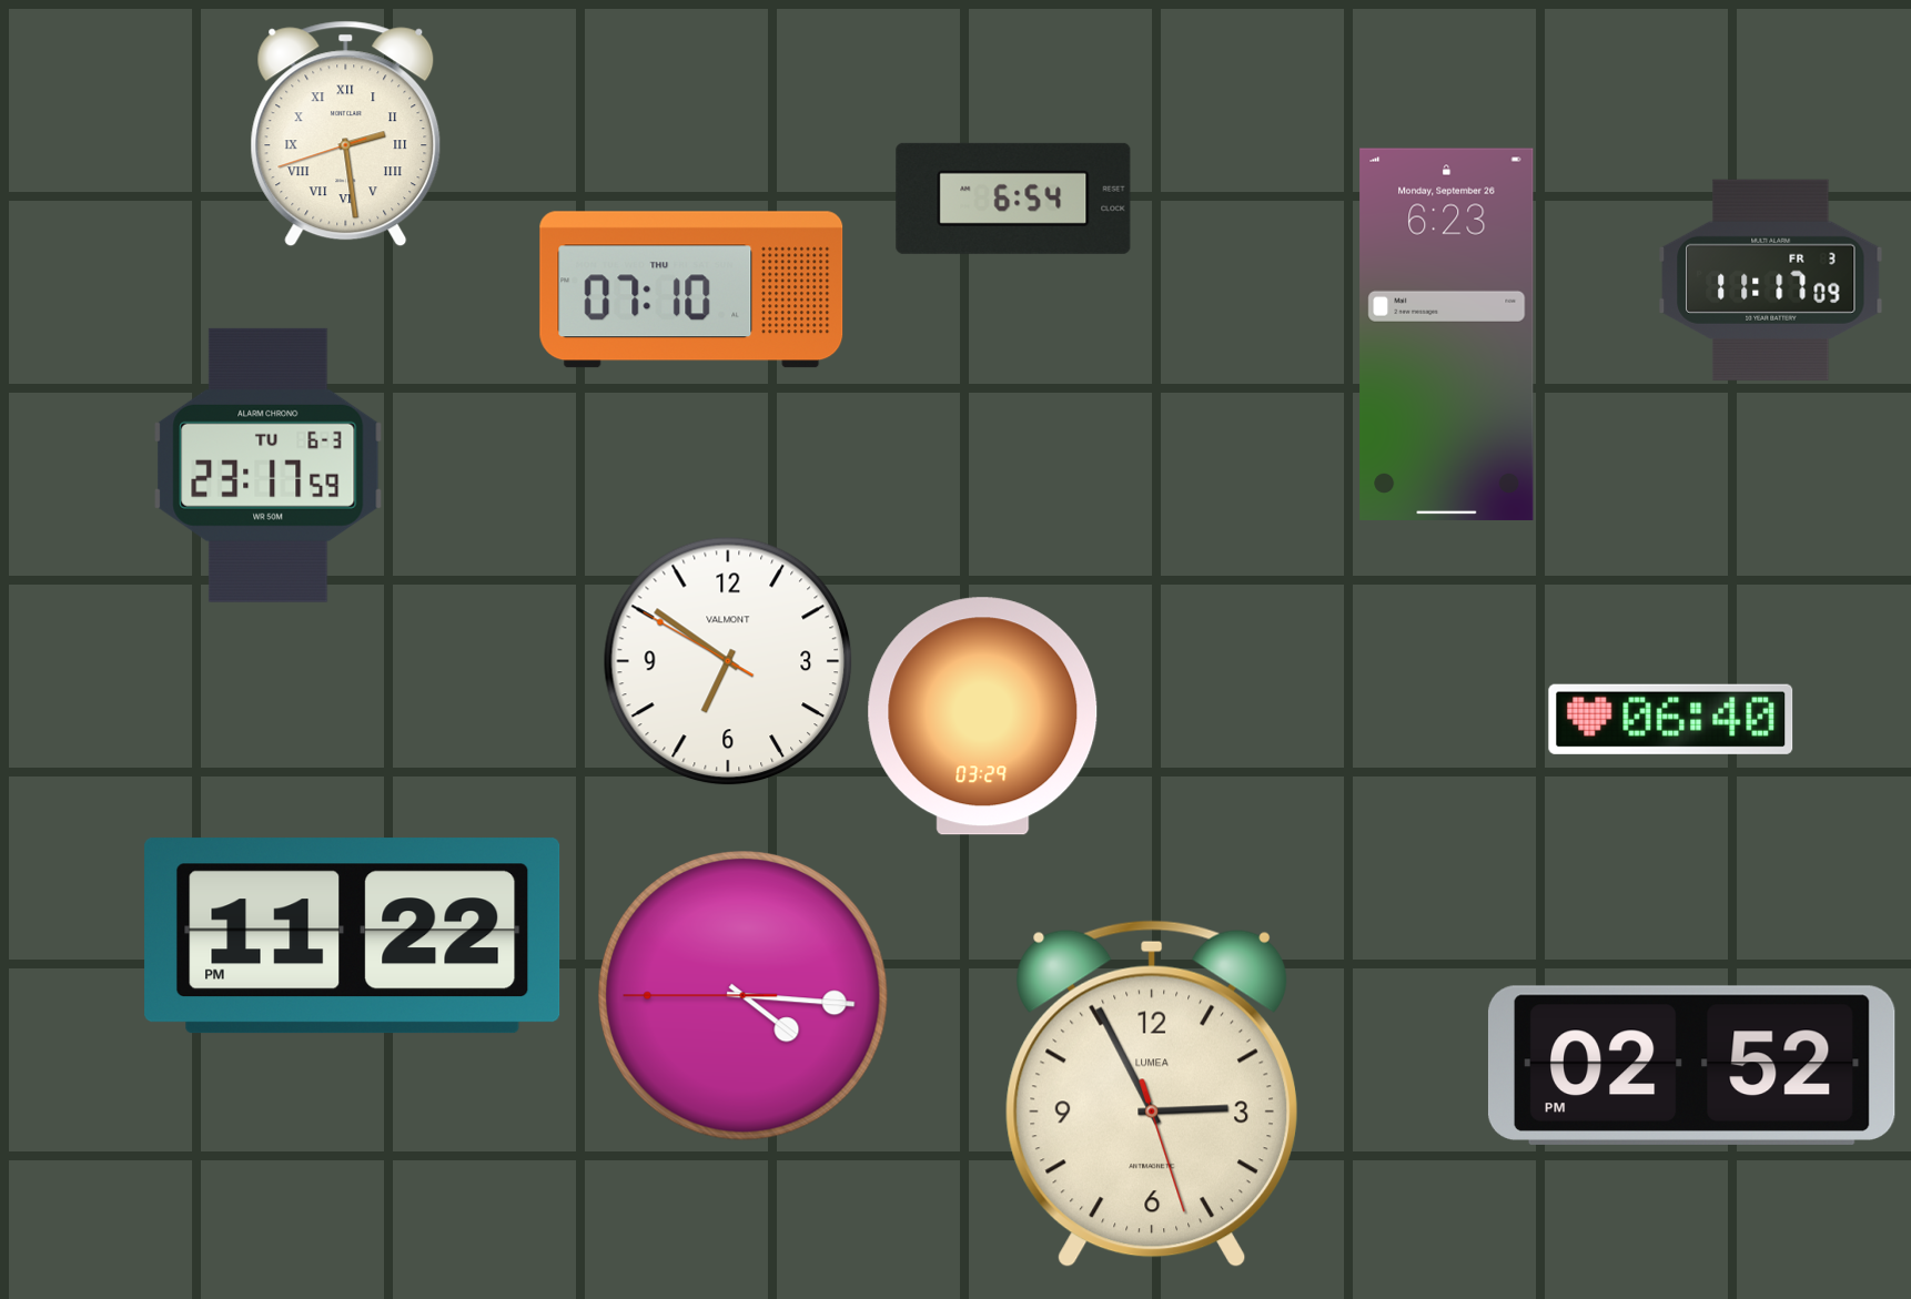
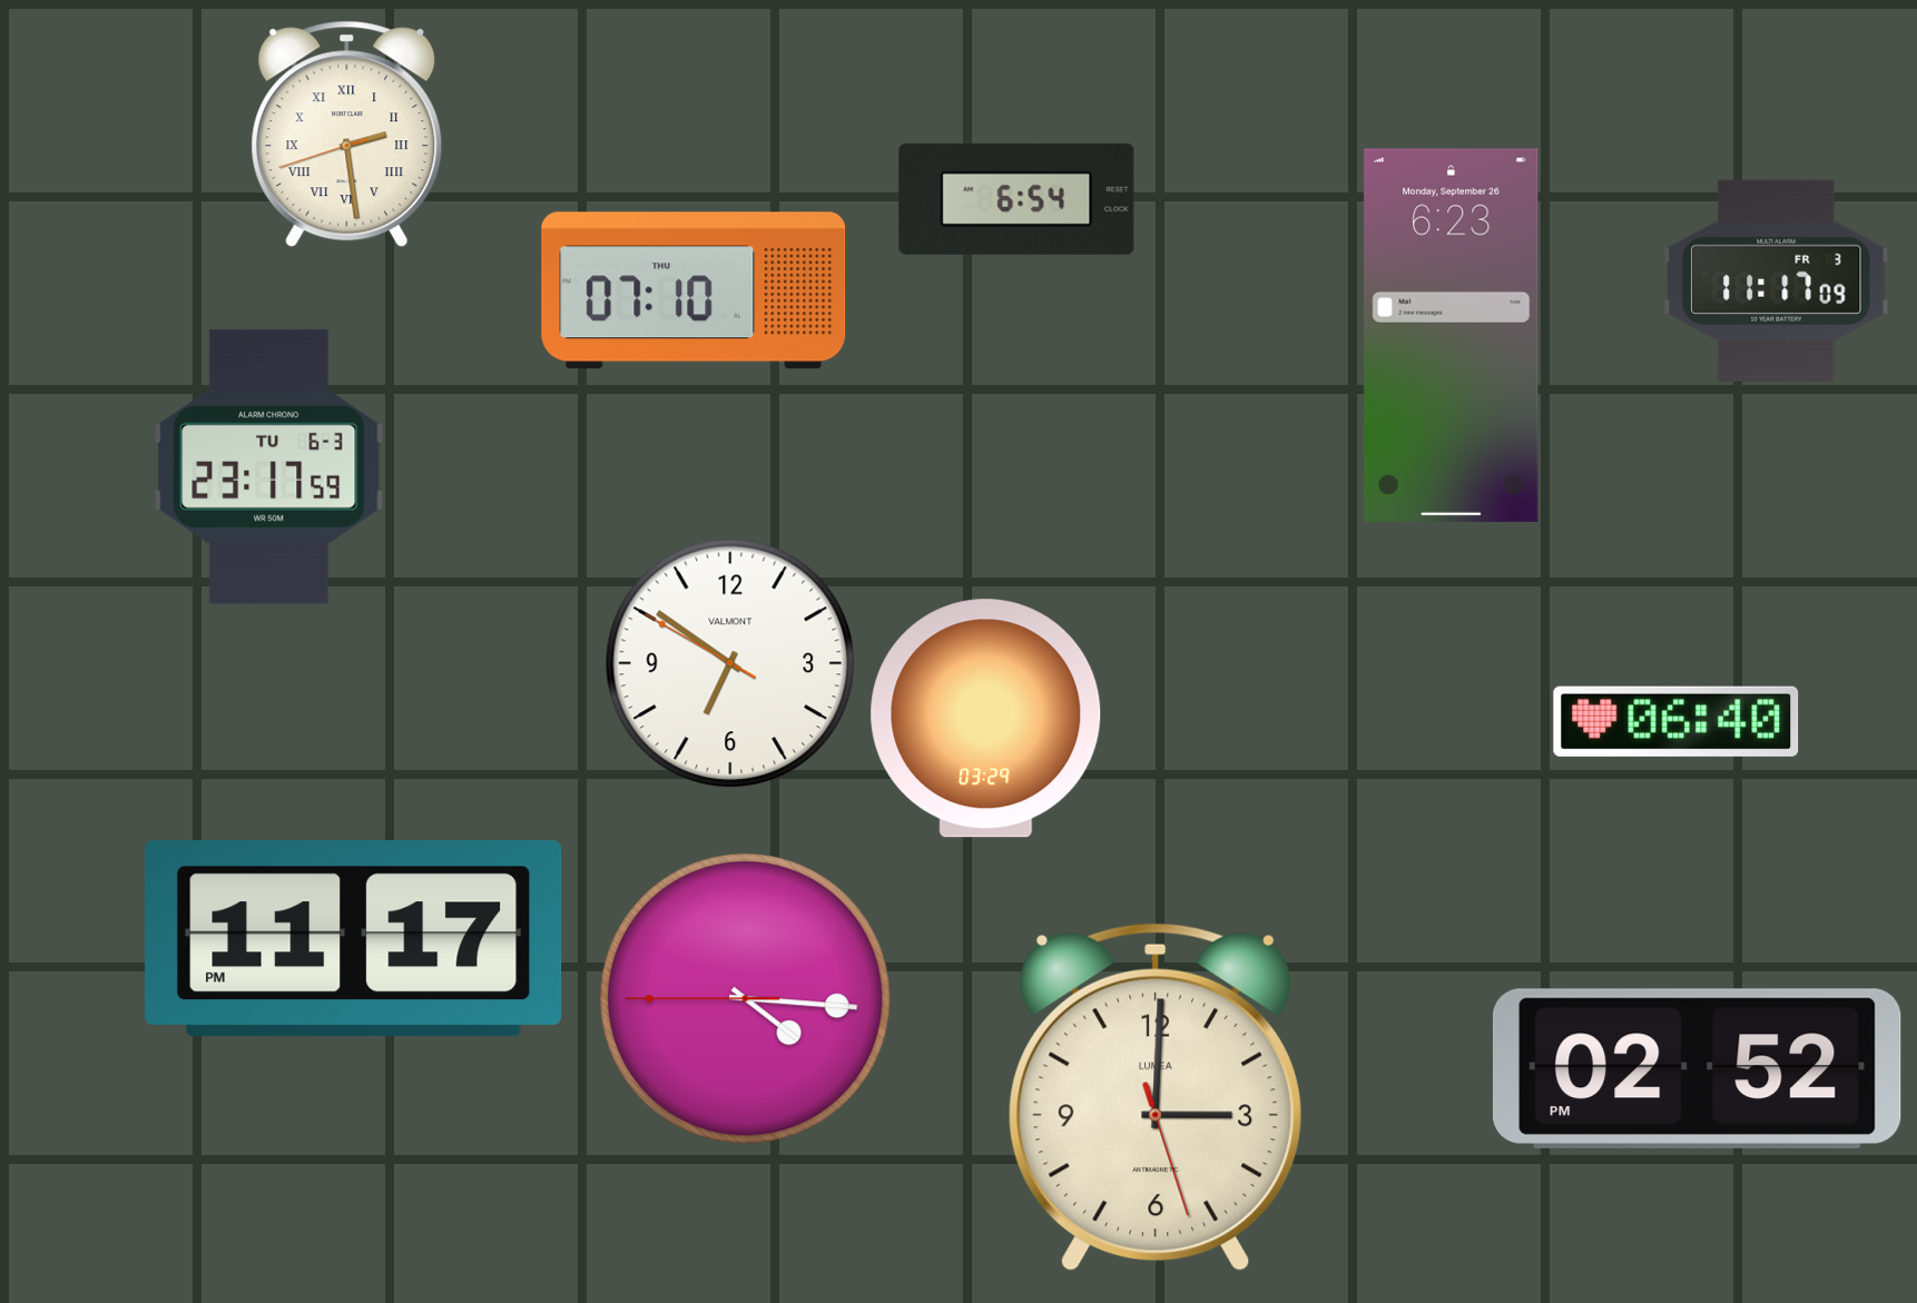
clock at (353, 936): 11:22 -> 11:17
clock at (1152, 1094): 2:55 -> 3:00
